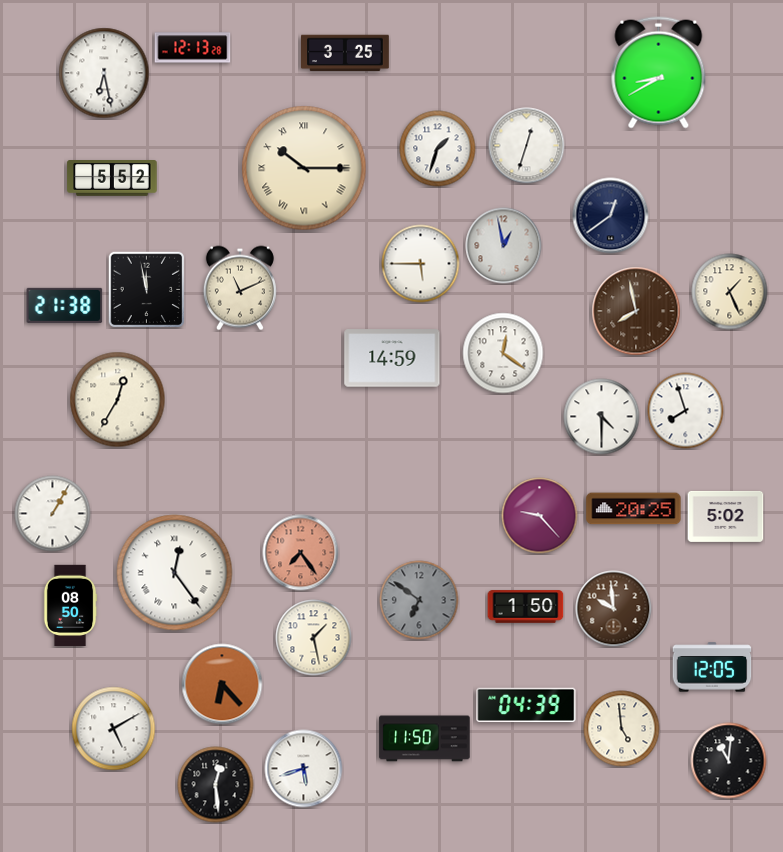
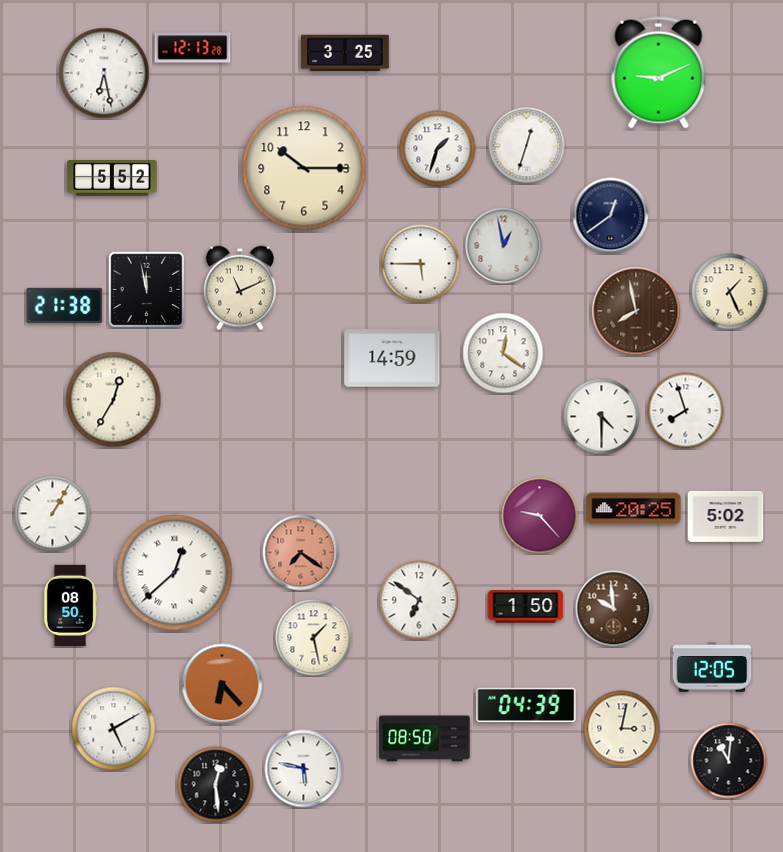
clock at (659, 73): 8:40 -> 9:11
clock at (304, 168) numerals: Roman -> Arabic
clock at (118, 400) position: (118, 400) -> (114, 400)
clock at (301, 553): 7:24 -> 7:21
clock at (175, 573): 12:24 -> 12:38
clock at (419, 600) dial: grey -> white
clock at (622, 729): 4:59 -> 3:02
clock at (425, 739): 11:50 -> 08:50
clock at (304, 769): 5:42 -> 5:47
